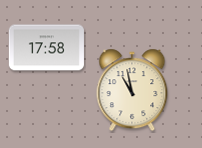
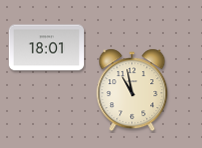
clock at (46, 48): 17:58 -> 18:01
